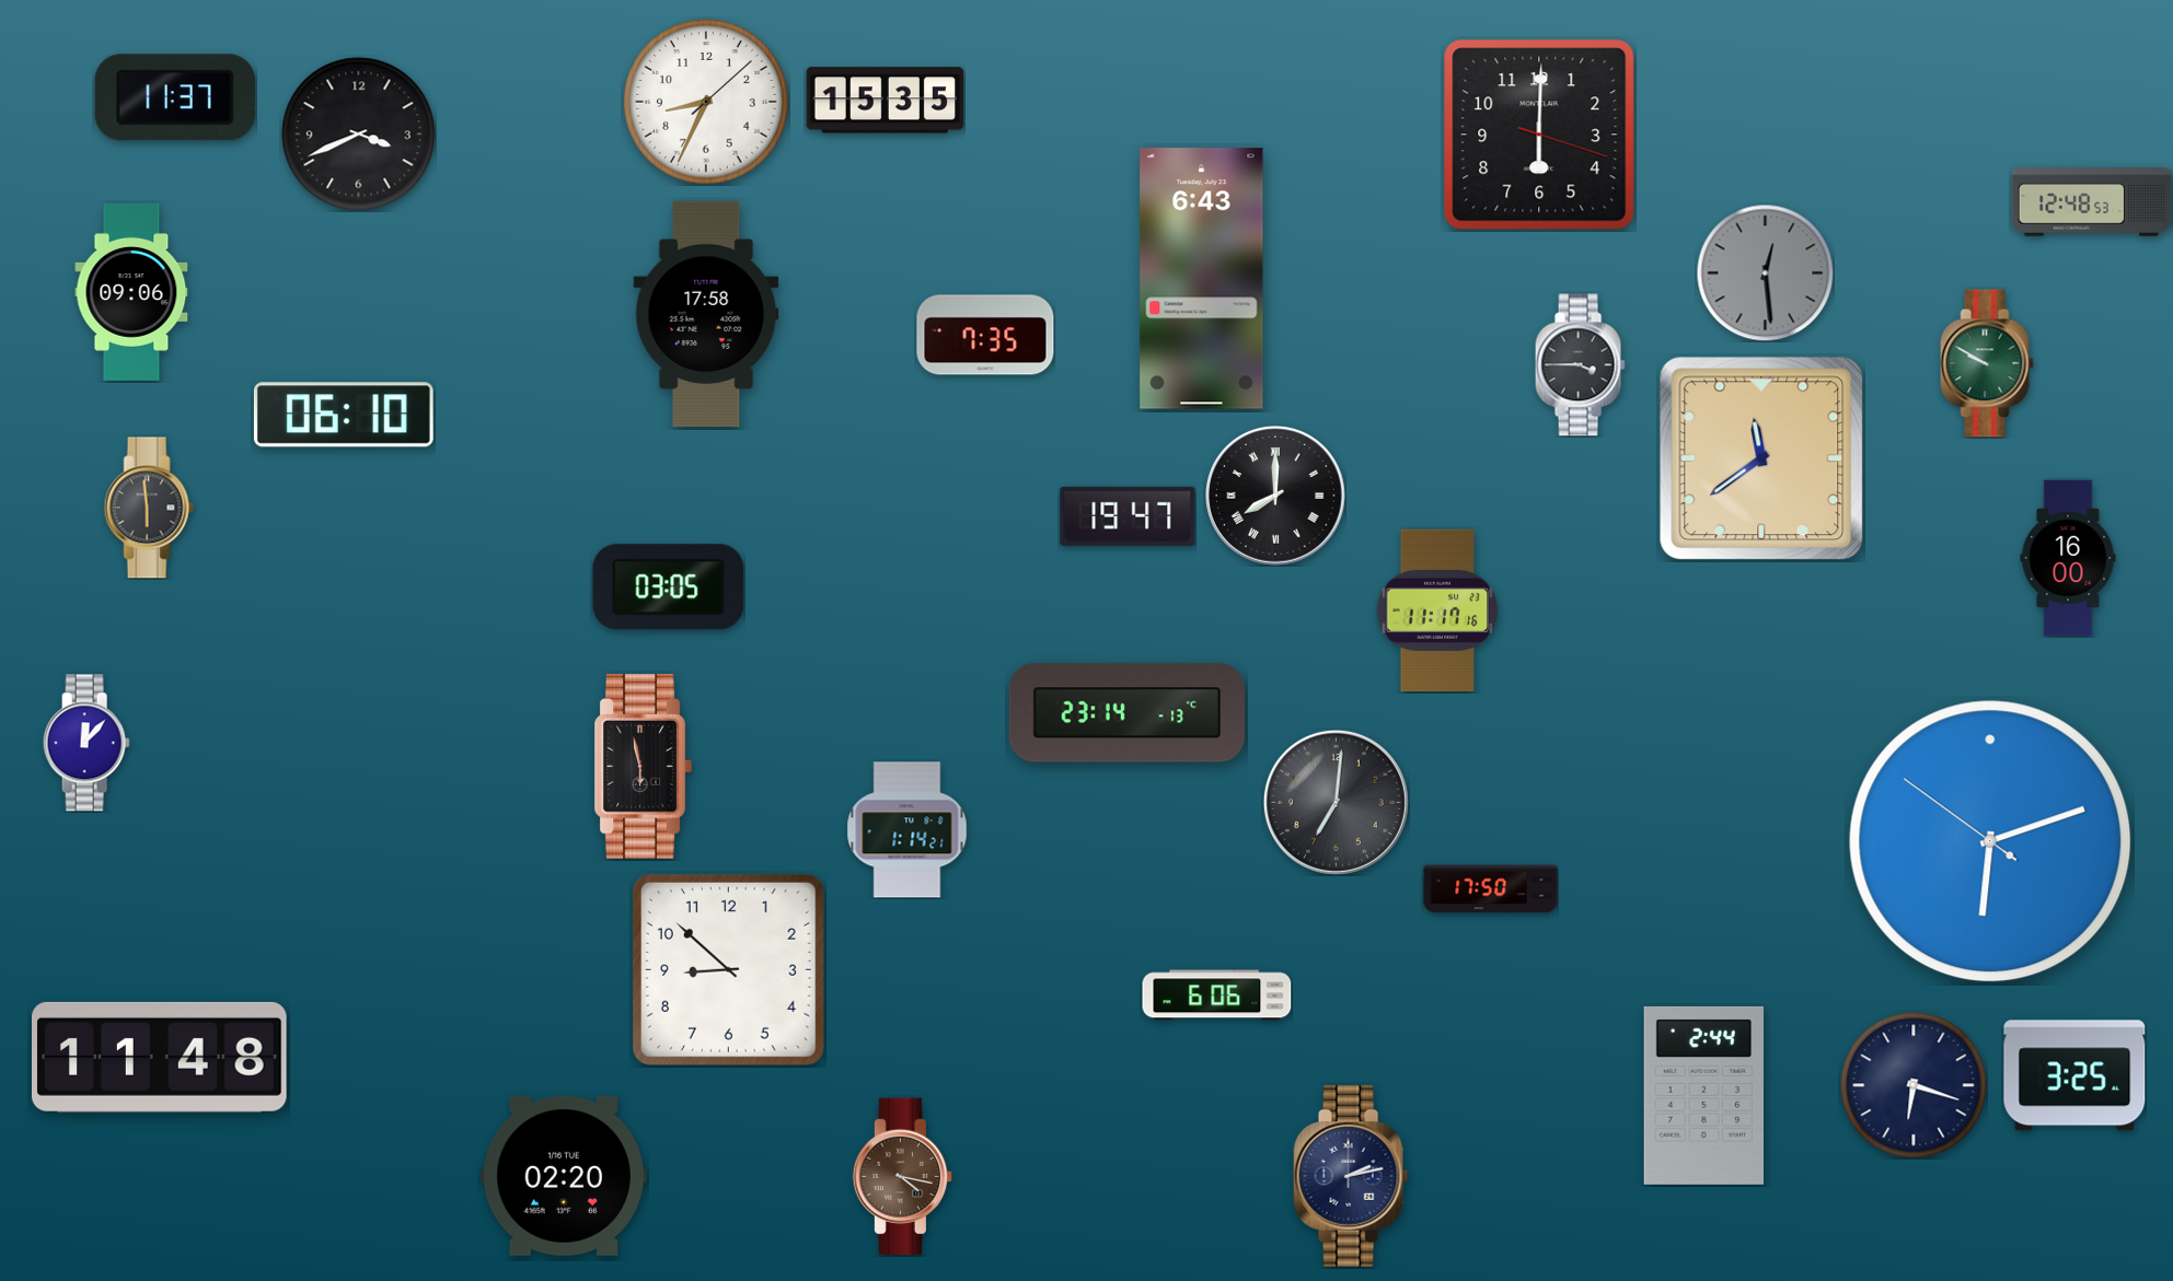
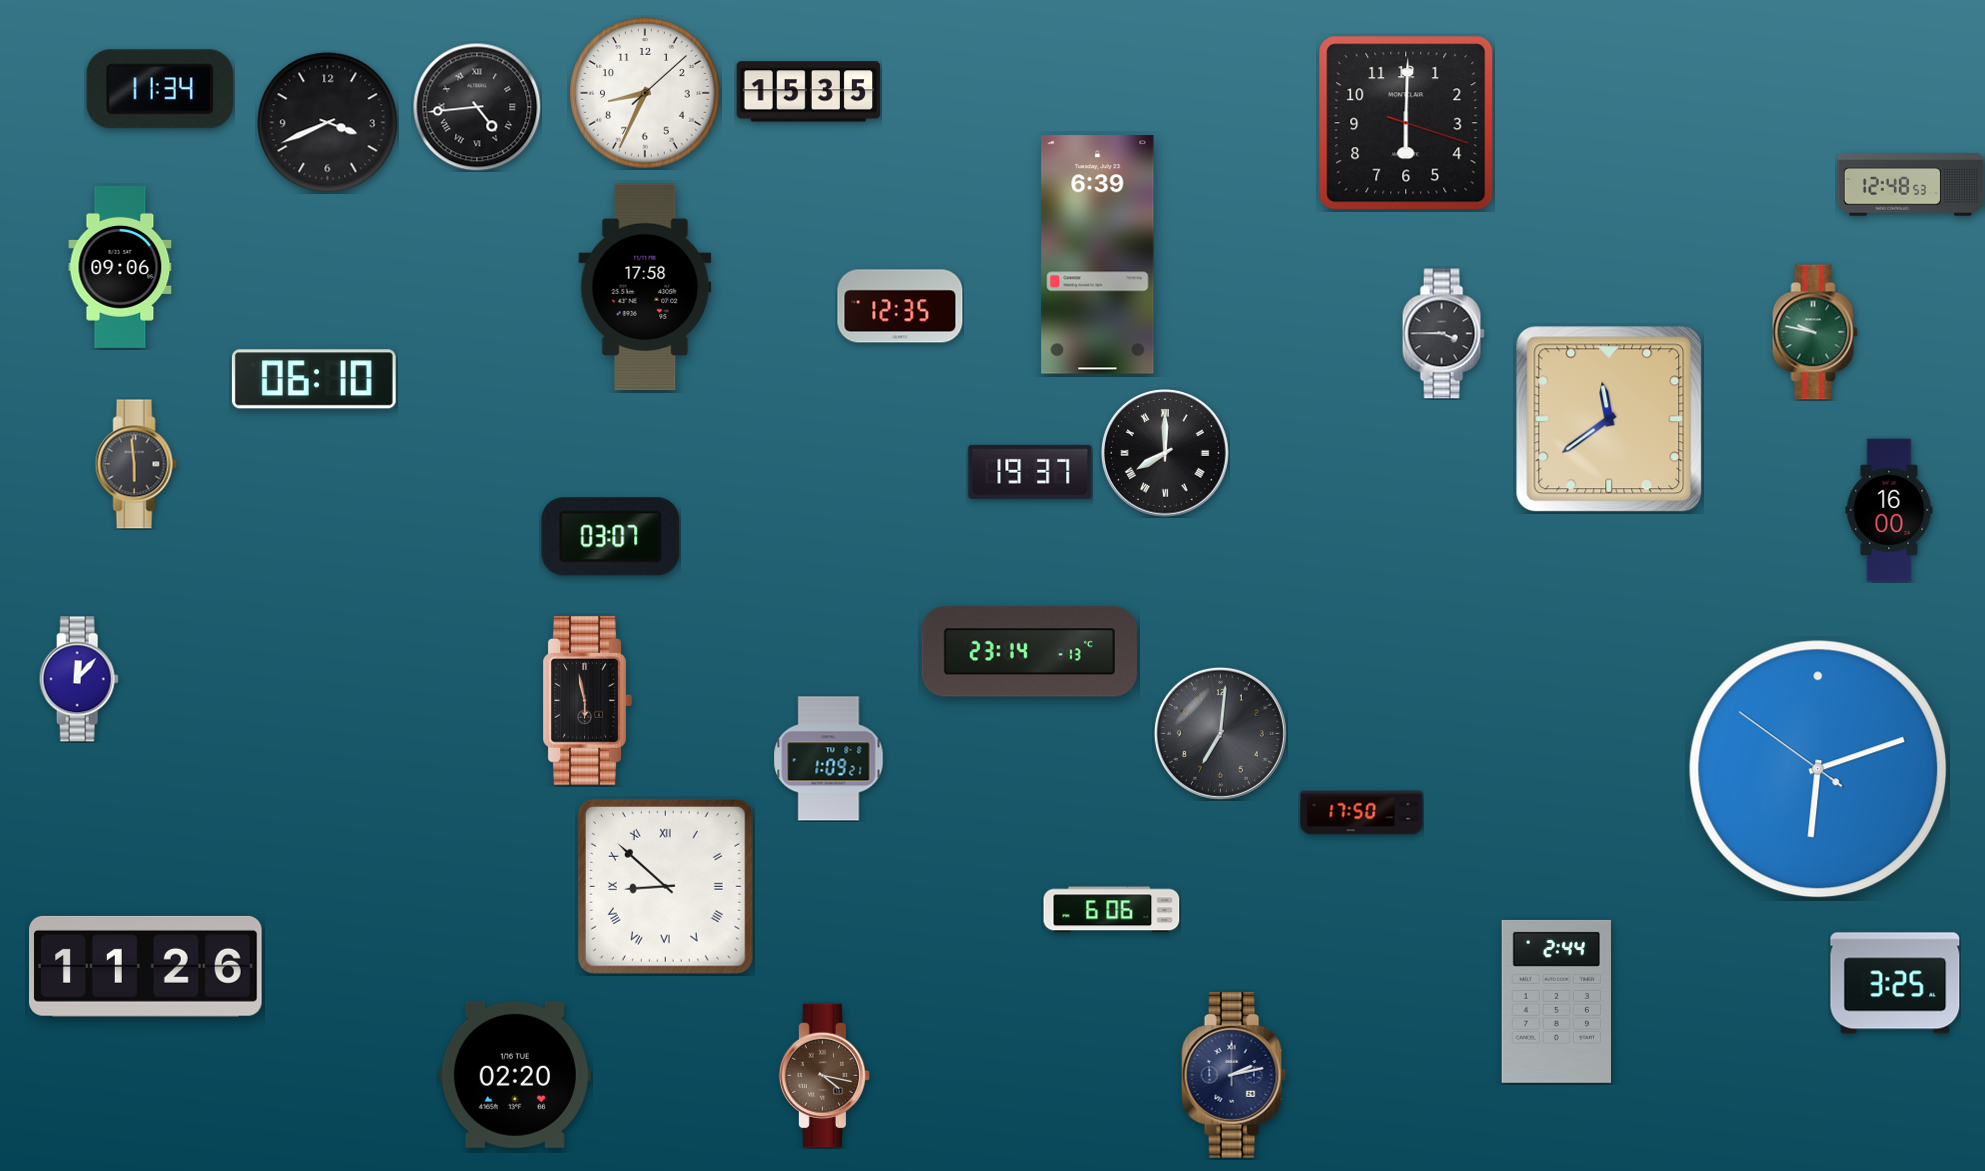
clock at (175, 97): 11:37 -> 11:34
clock at (477, 107): none -> 4:44
clock at (1765, 272): 12:29 -> none
clock at (1202, 279): 6:43 -> 6:39
clock at (985, 335): 7:35 -> 12:35
clock at (1987, 363): 9:50 -> 9:47
clock at (1128, 516): 19:47 -> 19:37
clock at (669, 587): 03:05 -> 03:07
clock at (1437, 609): 11:17 -> none
clock at (908, 830): 1:14 -> 1:09
clock at (728, 969) numerals: Arabic -> Roman
clock at (160, 1057): 11:48 -> 11:26
clock at (1914, 1085): 6:18 -> none
